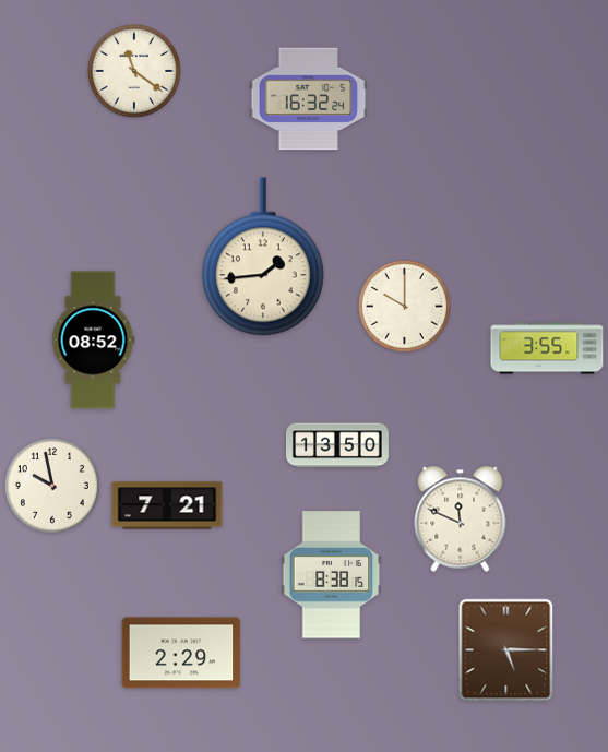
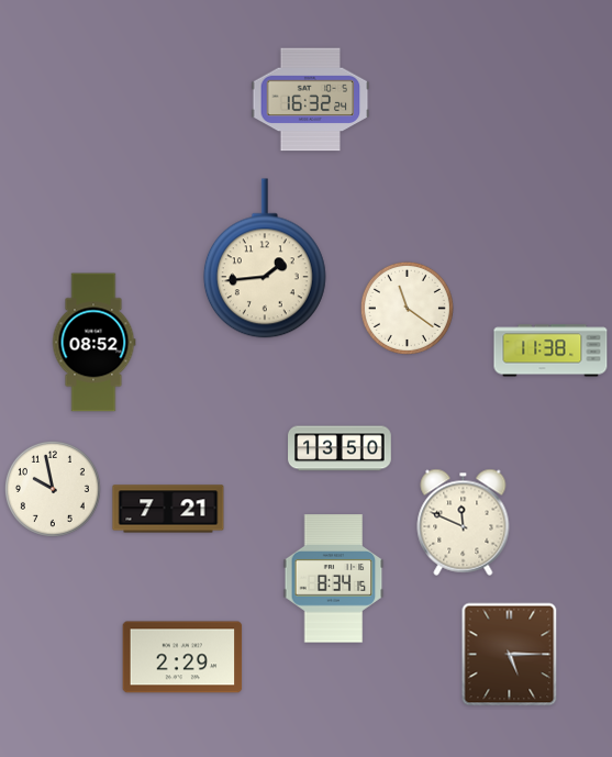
clock at (134, 71): 11:21 -> none
clock at (404, 306): 10:00 -> 11:21
clock at (547, 348): 3:55 -> 11:38
clock at (332, 575): 8:38 -> 8:34
